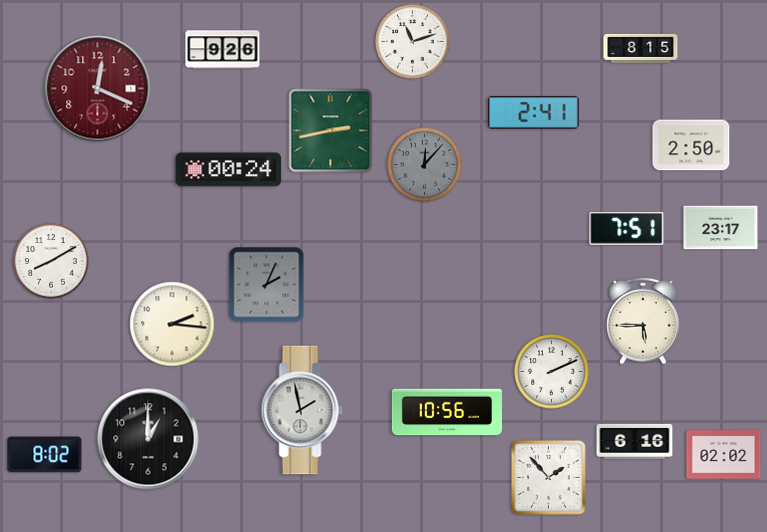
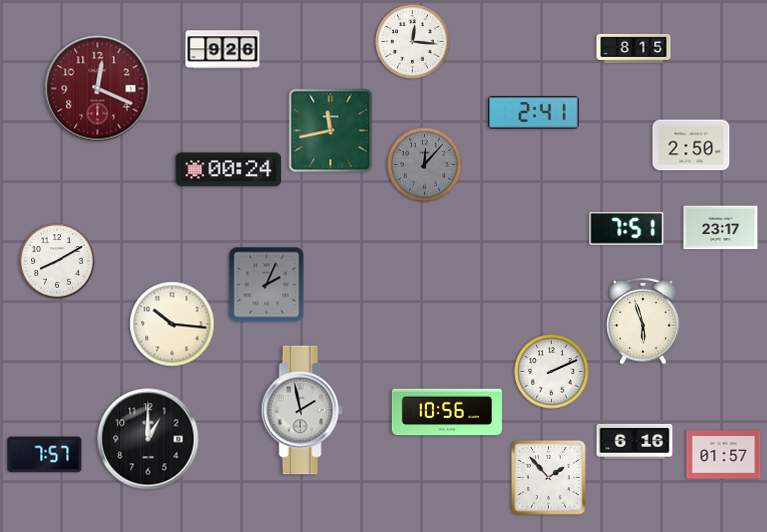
clock at (413, 42): 11:12 -> 12:16
clock at (641, 48) position: (641, 48) -> (634, 48)
clock at (331, 131): 2:43 -> 11:43
clock at (51, 261) position: (51, 261) -> (57, 261)
clock at (643, 321): 5:45 -> 5:57
clock at (172, 324): 2:16 -> 10:16
clock at (45, 455): 8:02 -> 7:57
clock at (724, 455): 02:02 -> 01:57
